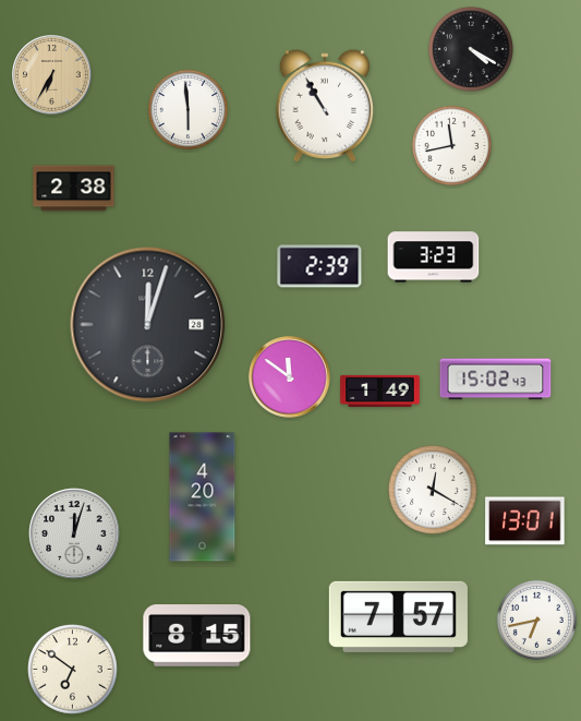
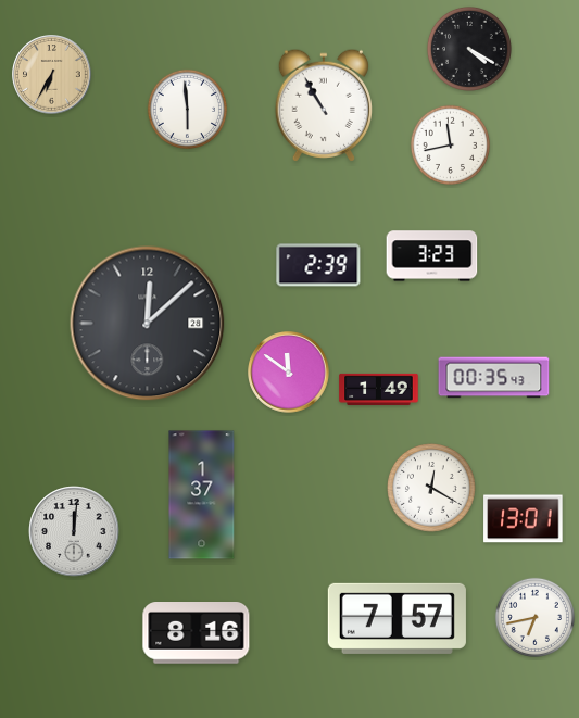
clock at (74, 189): 2:38 -> none
clock at (148, 325): 12:03 -> 12:08
clock at (290, 377) position: (290, 377) -> (289, 373)
clock at (496, 380): 15:02 -> 00:35
clock at (203, 497): 4:20 -> 1:37
clock at (74, 533): 12:03 -> 12:01
clock at (398, 616) position: (398, 616) -> (397, 618)
clock at (197, 636): 8:15 -> 8:16
clock at (73, 670): 6:51 -> none
